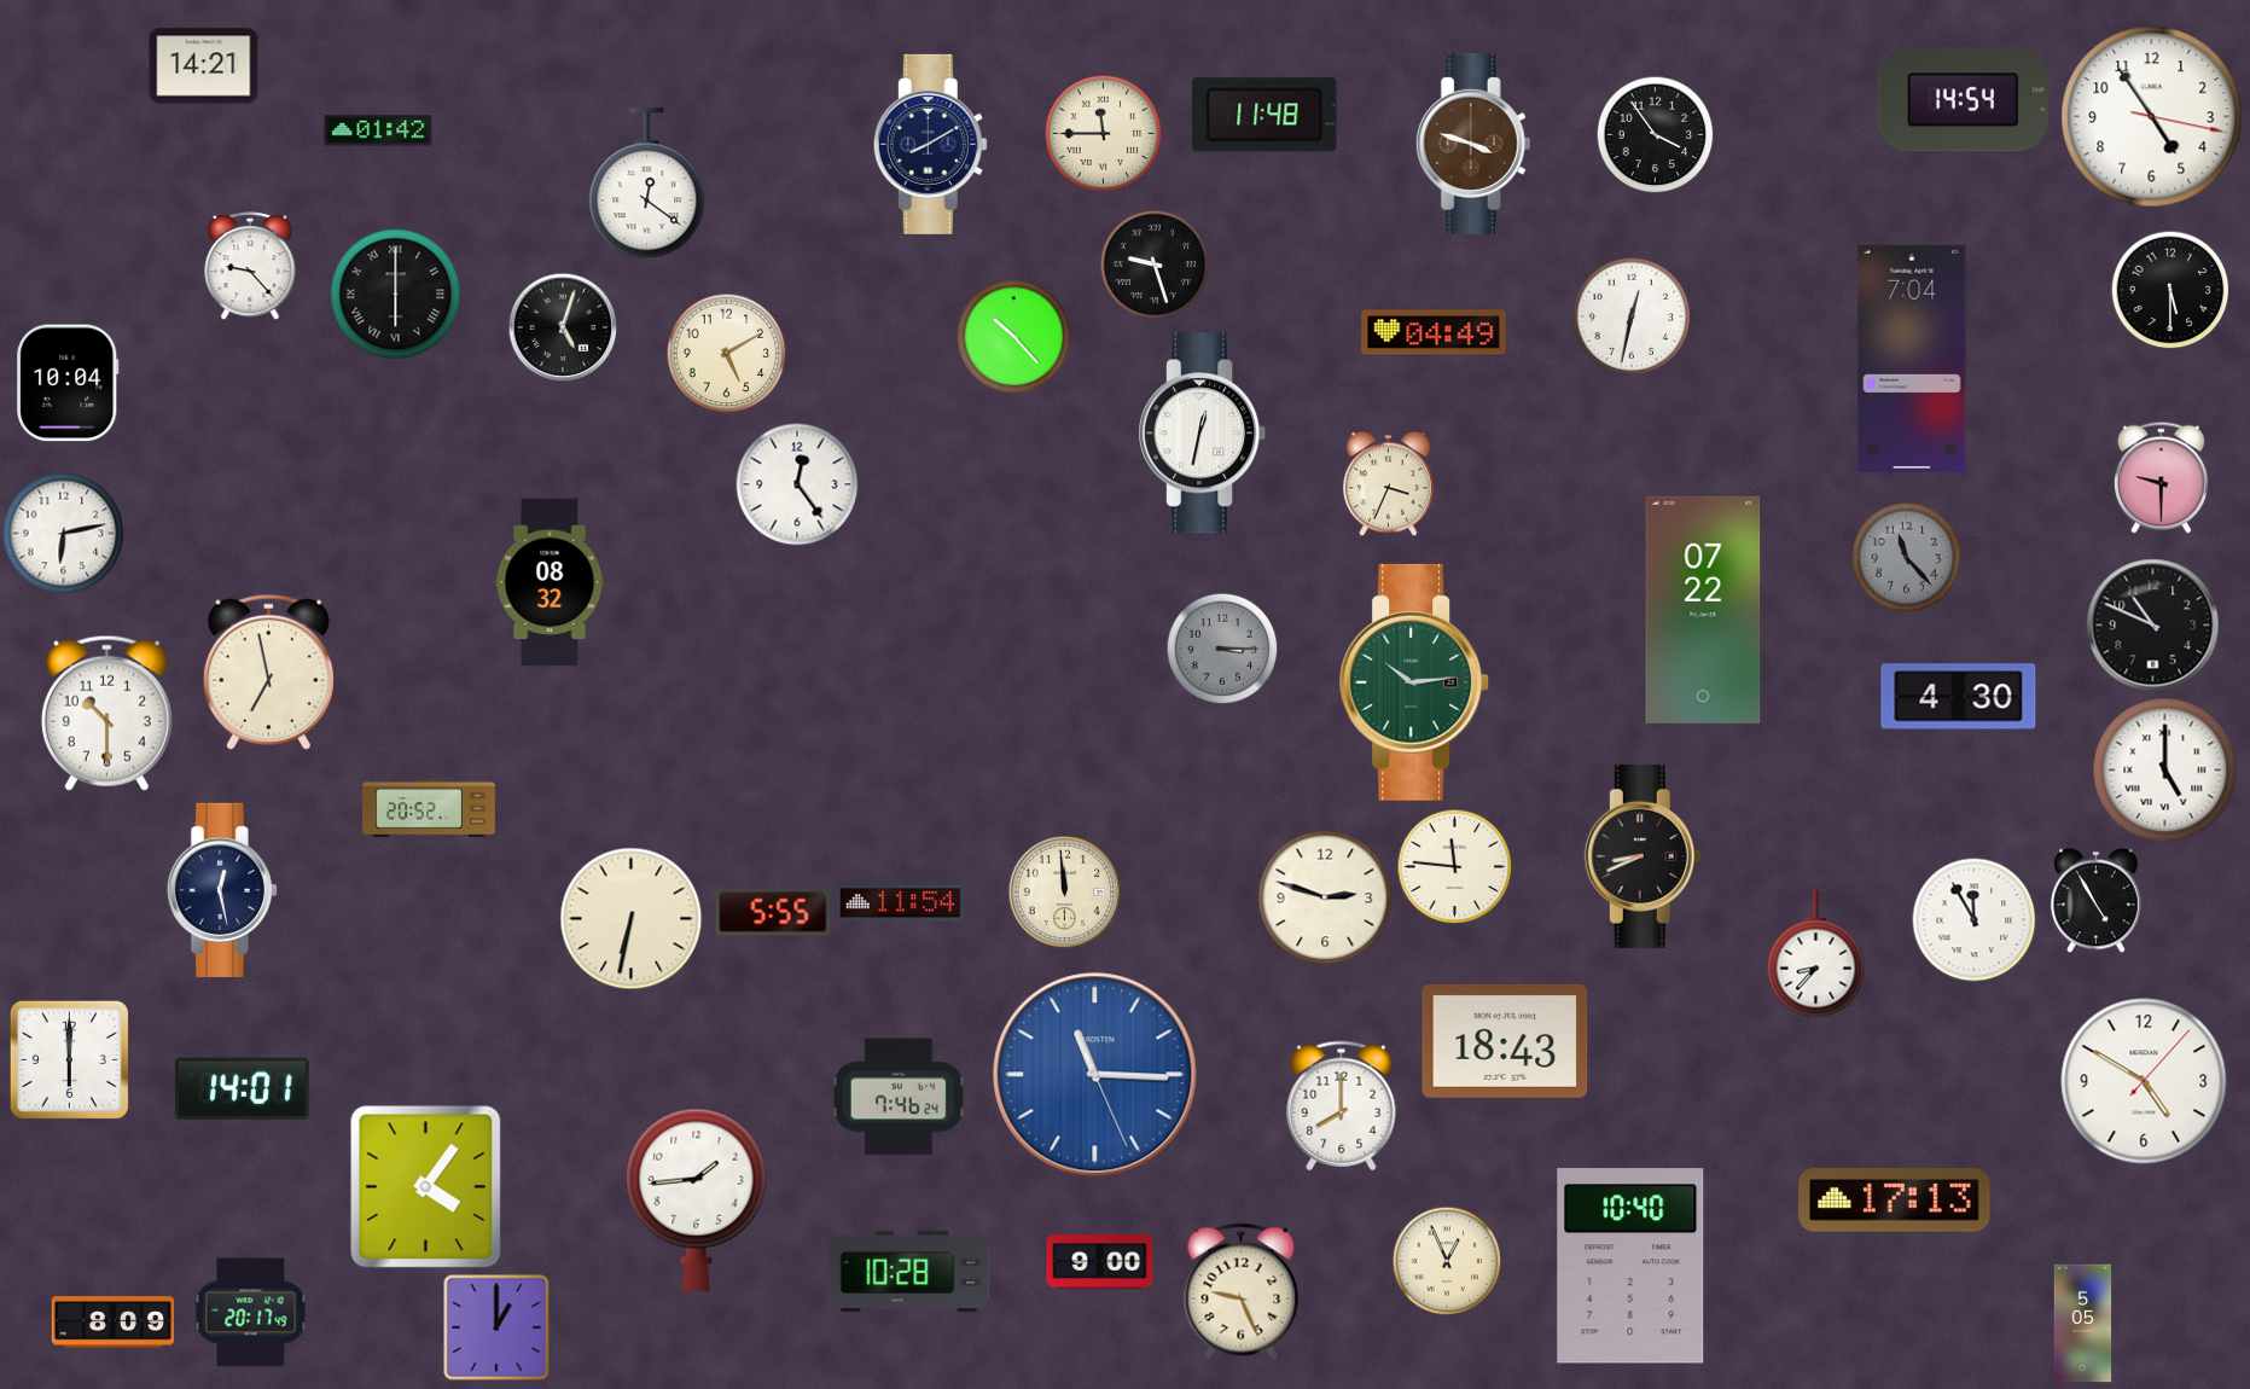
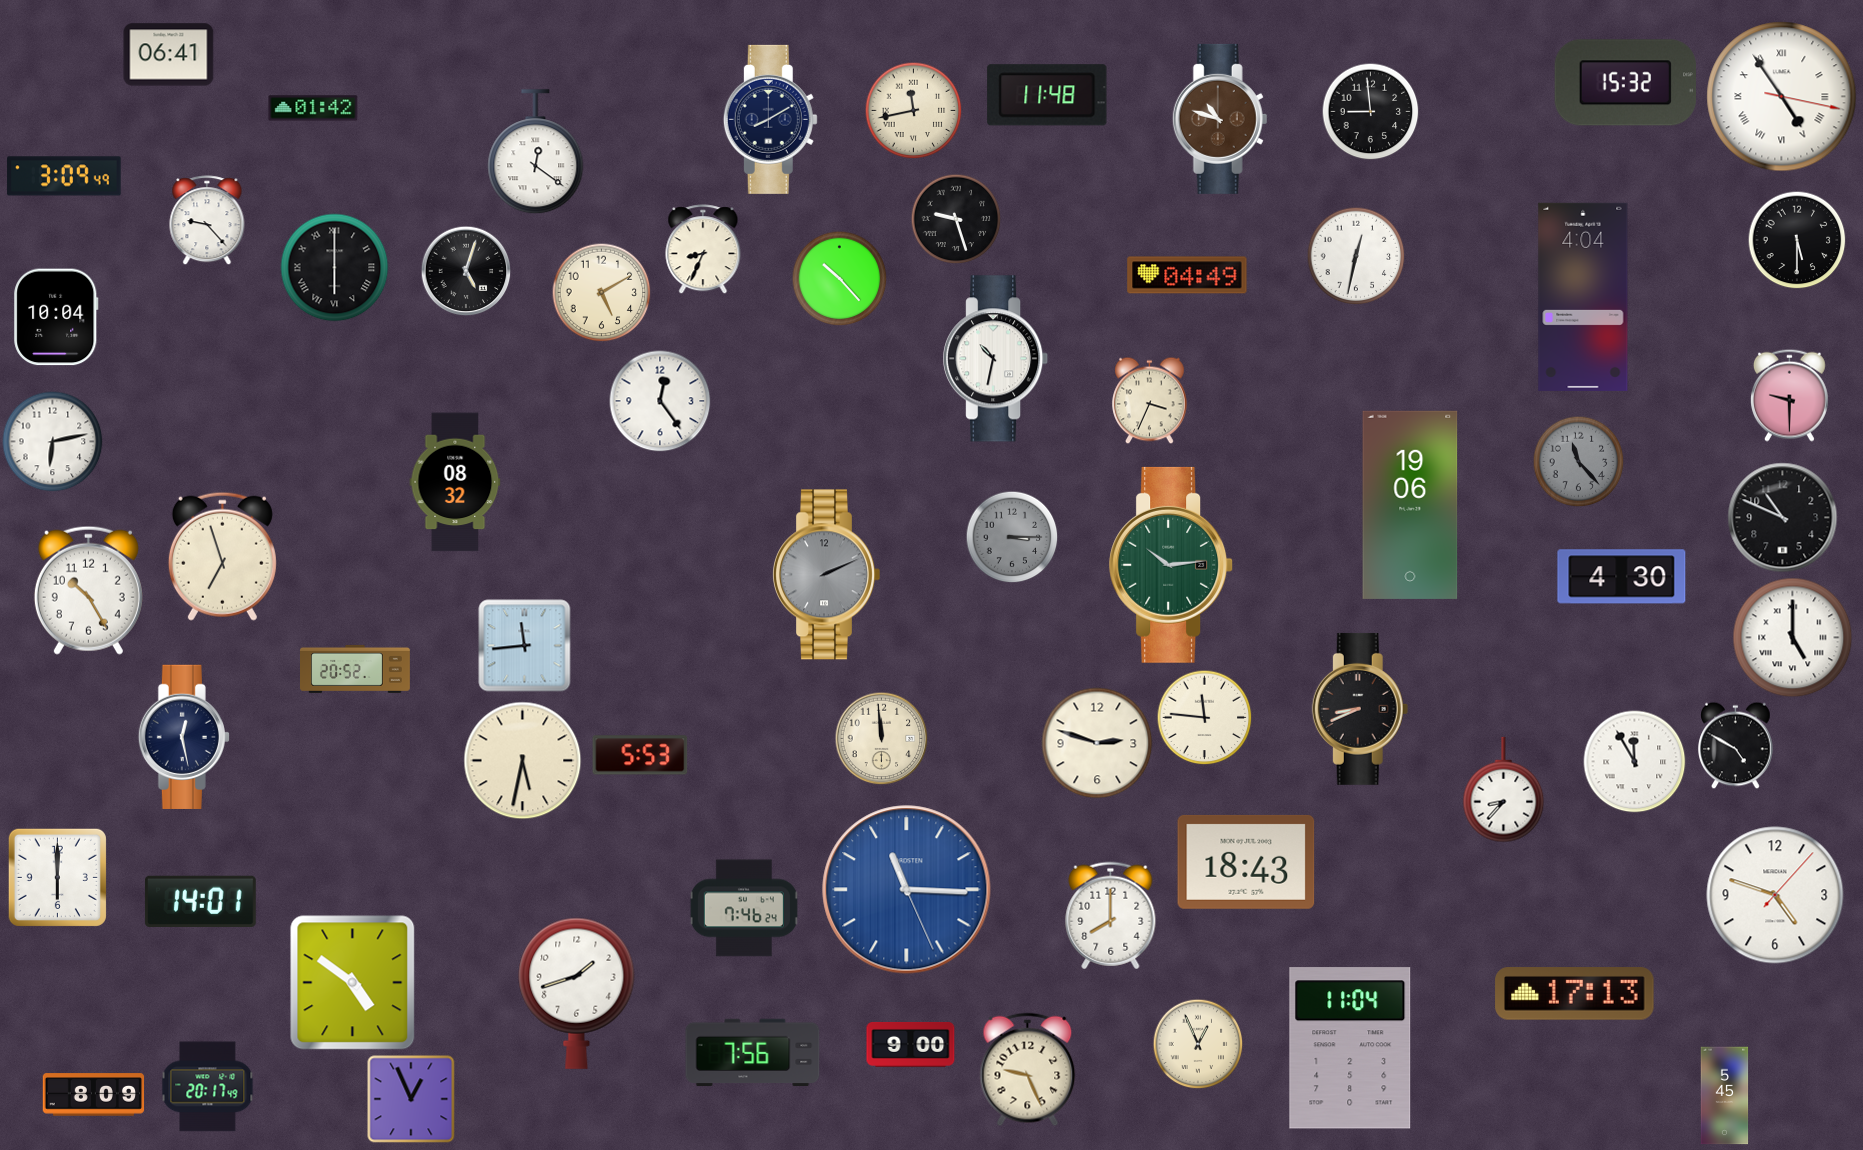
clock at (204, 66): 14:21 -> 06:41
clock at (1963, 100): 14:54 -> 15:32
clock at (2152, 117) numerals: Arabic -> Roman
clock at (1103, 133): 11:45 -> 11:43
clock at (1655, 134): 3:54 -> 8:59
clock at (1473, 144): 3:48 -> 10:48
clock at (64, 176): none -> 3:09
clock at (396, 295) position: (396, 295) -> (335, 268)
clock at (703, 249): none -> 8:34
clock at (1632, 316) position: (1632, 316) -> (1356, 256)
clock at (1912, 359): 7:04 -> 4:04
clock at (1204, 434): 12:32 -> 10:32
clock at (1703, 610): 07:22 -> 19:06
clock at (268, 672): 6:58 -> 6:57
clock at (826, 575): none -> 2:11
clock at (106, 713): 10:30 -> 10:25
clock at (525, 646): none -> 11:44
clock at (2097, 900): 4:55 -> 4:50
clock at (900, 903): 11:54 -> none
clock at (773, 912): 5:55 -> 5:53
clock at (632, 919): 6:32 -> 5:32
clock at (2144, 1081): 4:50 -> 4:48
clock at (426, 1187): 4:06 -> 4:51
clock at (697, 1199): 1:44 -> 1:42
clock at (1895, 1201) position: (1895, 1201) -> (1575, 994)
clock at (1630, 1266): 10:40 -> 11:04
clock at (909, 1272): 10:28 -> 7:56
clock at (2083, 1324): 5:05 -> 5:45
clock at (496, 1327): 1:00 -> 12:56
